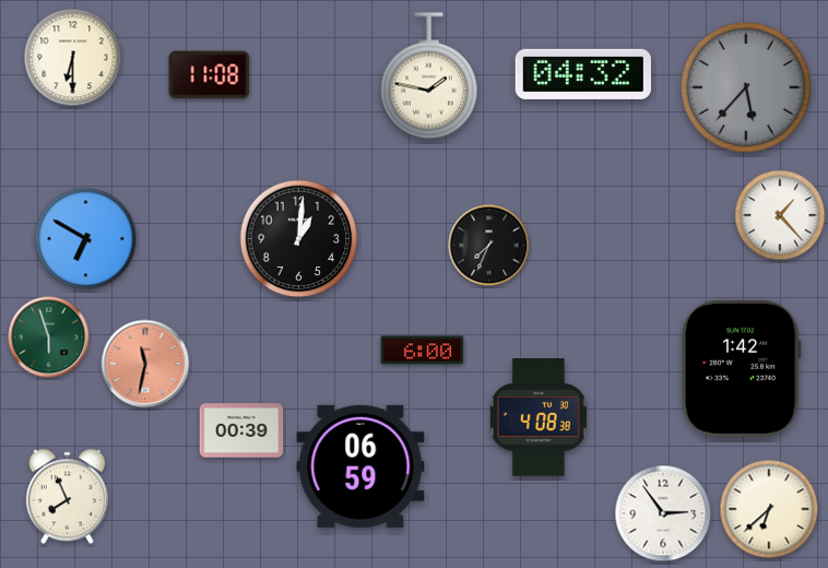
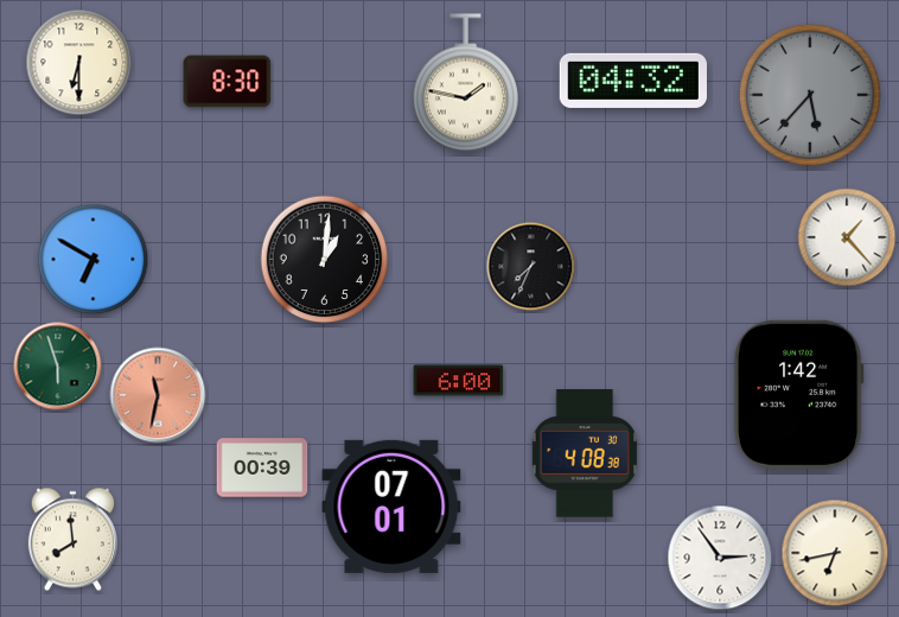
clock at (210, 75): 11:08 -> 8:30
clock at (780, 215) position: (780, 215) -> (847, 237)
clock at (49, 338) position: (49, 338) -> (58, 367)
clock at (741, 368) position: (741, 368) -> (798, 394)
clock at (360, 466): 06:59 -> 07:01
clock at (67, 497): 7:56 -> 7:59
clock at (769, 509): 6:38 -> 6:43
